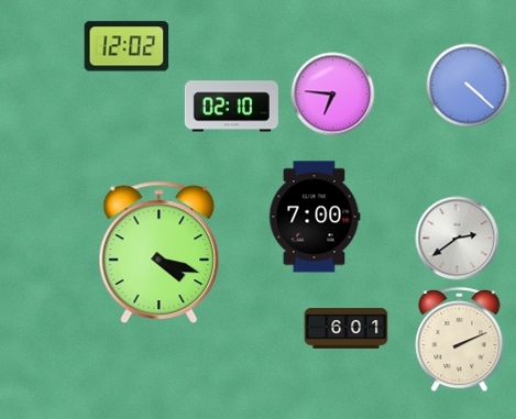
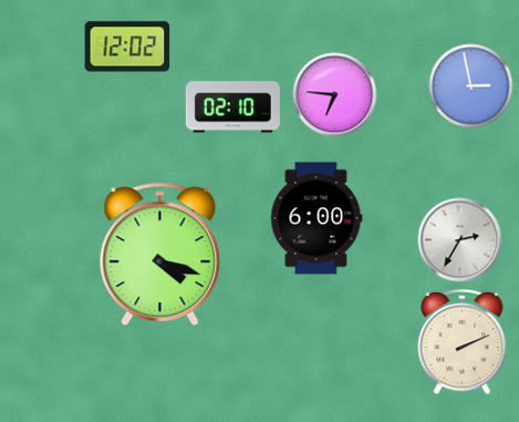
clock at (469, 86): 4:22 -> 2:58
clock at (315, 217): 7:00 -> 6:00
clock at (458, 239): 2:39 -> 2:35
clock at (347, 329): 6:01 -> none
